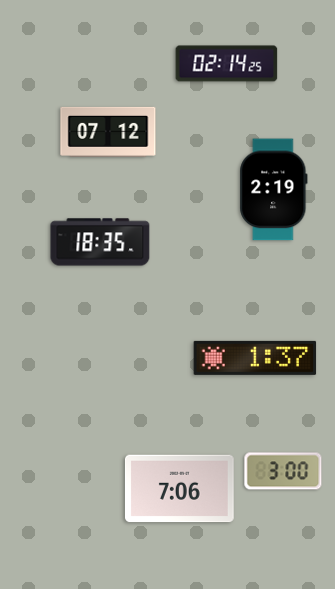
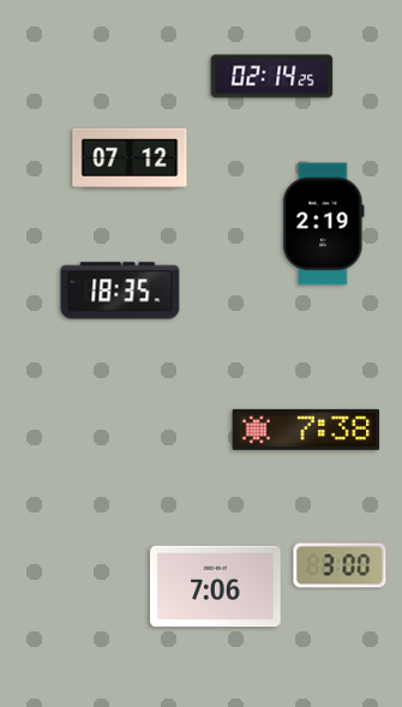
clock at (274, 190) position: (274, 190) -> (324, 224)
clock at (255, 358): 1:37 -> 7:38
